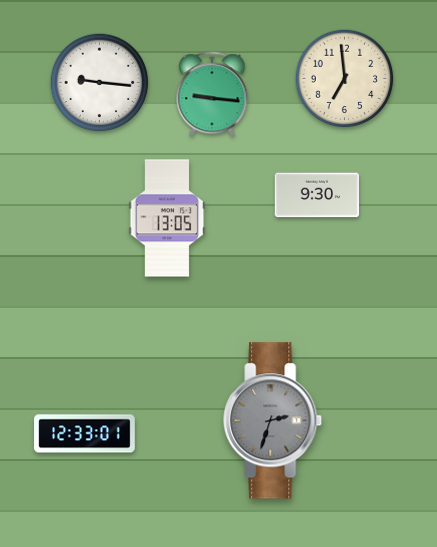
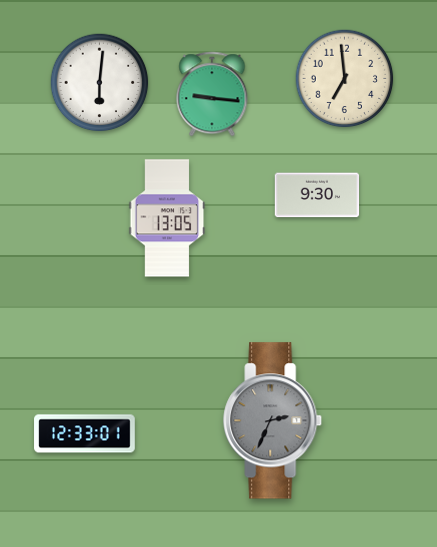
clock at (100, 83): 9:16 -> 6:01
clock at (273, 421): 2:33 -> 2:34
